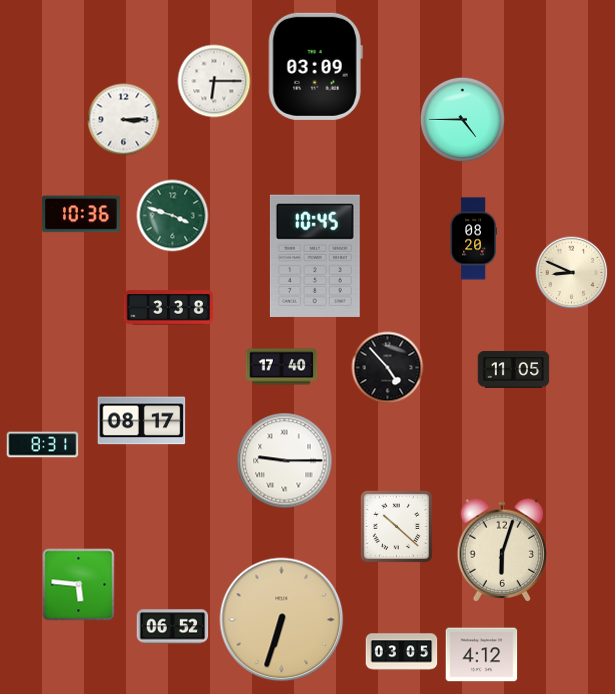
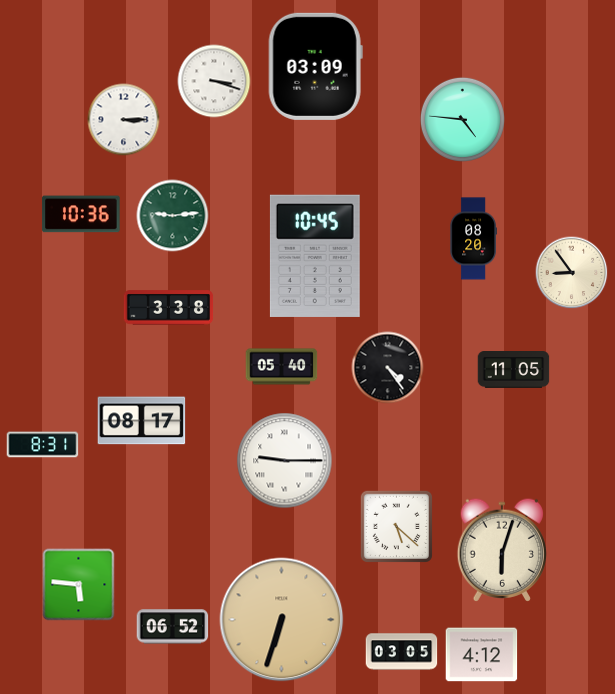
clock at (214, 81): 6:15 -> 3:18
clock at (462, 119): 4:45 -> 4:46
clock at (173, 216): 3:48 -> 9:14
clock at (572, 273): 8:49 -> 8:54
clock at (282, 367): 17:40 -> 05:40
clock at (388, 368): 4:53 -> 4:24
clock at (396, 526): 10:22 -> 5:22
